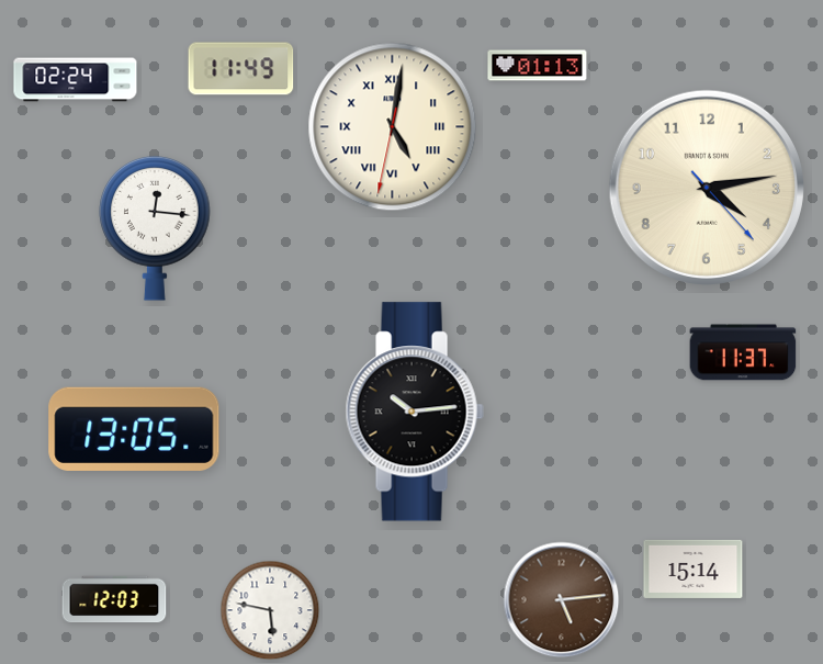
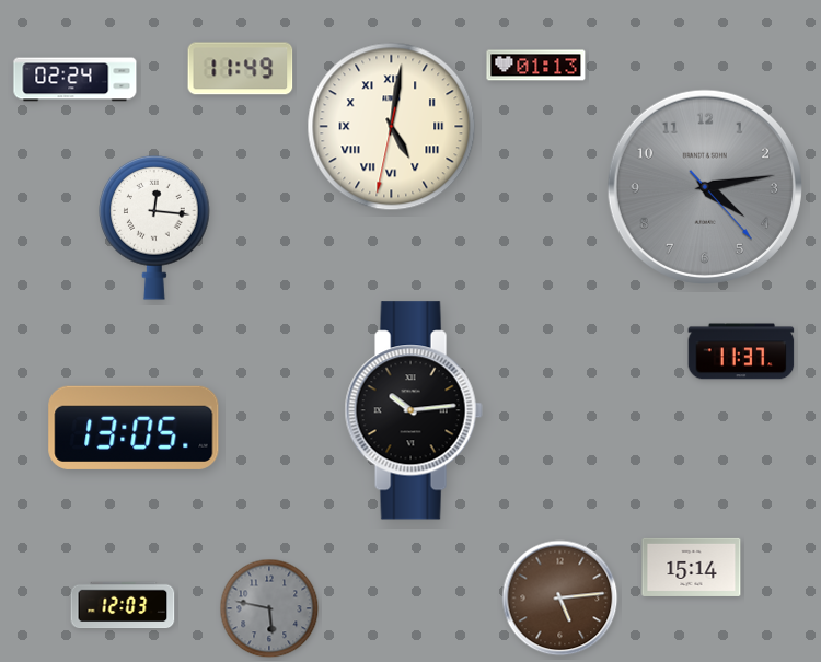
clock at (707, 188) dial: cream -> grey
clock at (114, 599) position: (114, 599) -> (123, 605)
clock at (270, 610) dial: white -> grey
